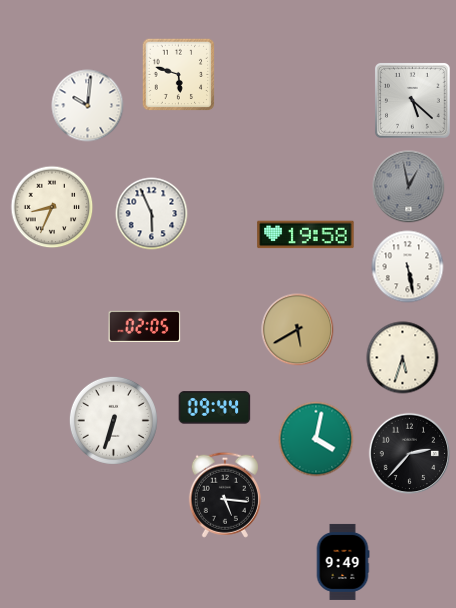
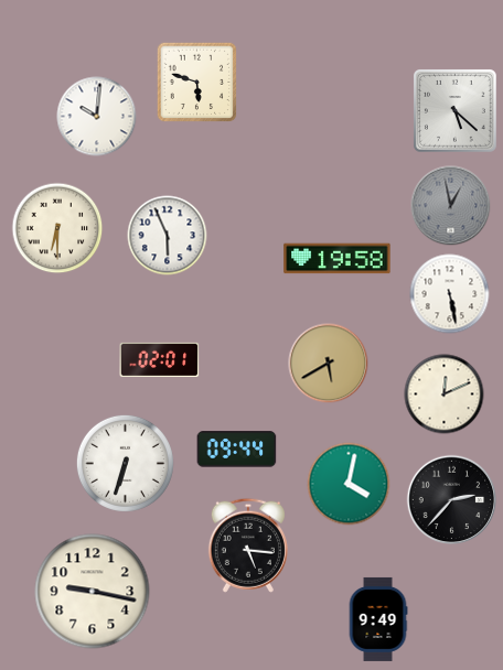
clock at (52, 207): 8:34 -> 6:30
clock at (145, 326): 02:05 -> 02:01
clock at (403, 358): 5:33 -> 12:11
clock at (93, 592): none -> 9:17
